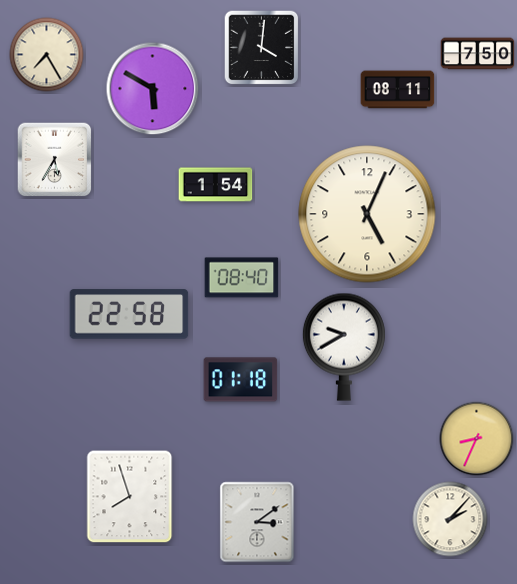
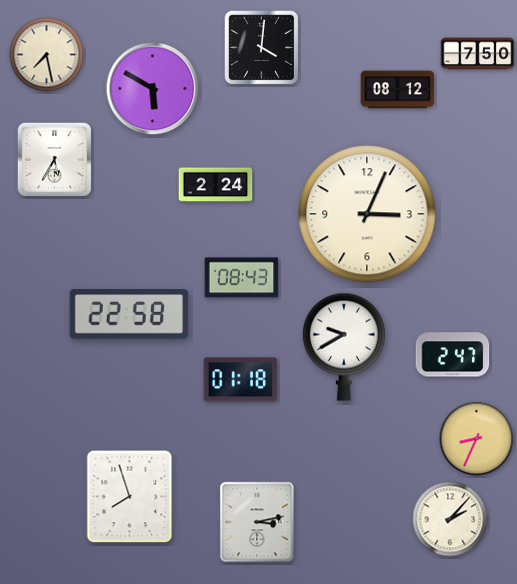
clock at (47, 55): 7:25 -> 7:28
clock at (398, 90): 08:11 -> 08:12
clock at (216, 185): 1:54 -> 2:24
clock at (367, 214): 5:04 -> 3:04
clock at (242, 278): 08:40 -> 08:43
clock at (453, 355): none -> 2:47
clock at (257, 522): 3:09 -> 3:13
